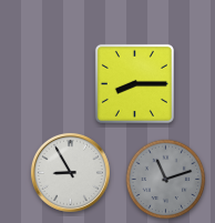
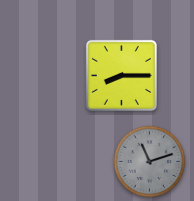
clock at (70, 172): 8:55 -> none
